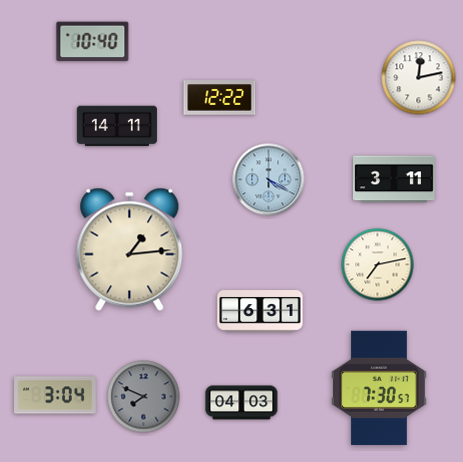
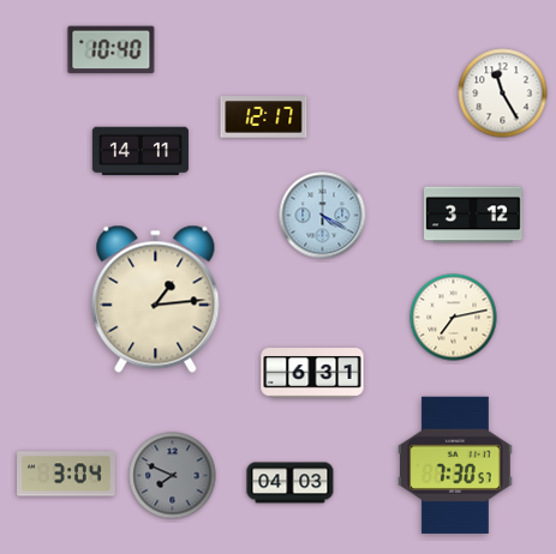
clock at (419, 78): 12:13 -> 11:25
clock at (220, 98): 12:22 -> 12:17
clock at (395, 179): 3:11 -> 3:12
